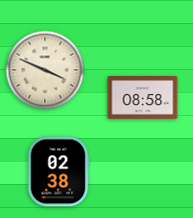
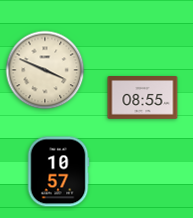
clock at (143, 98): 08:58 -> 08:55
clock at (58, 172): 02:38 -> 10:57
